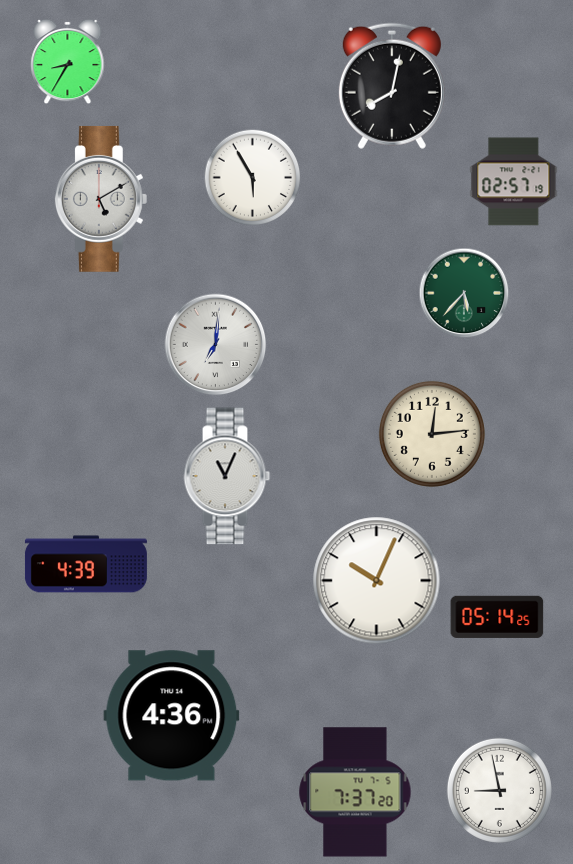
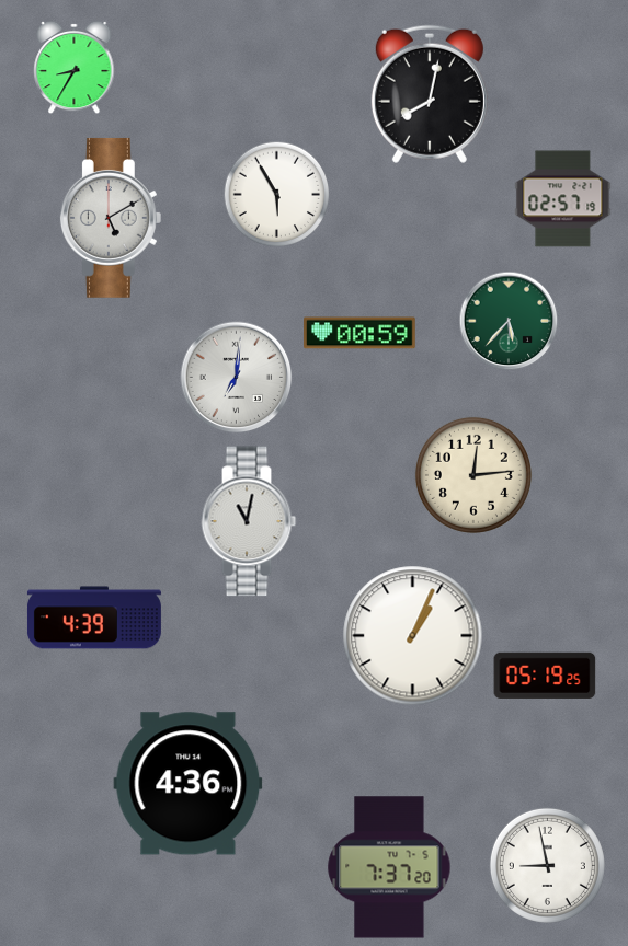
clock at (361, 333): none -> 00:59
clock at (227, 476): 11:04 -> 11:02
clock at (377, 581): 10:04 -> 1:04
clock at (497, 617): 05:14 -> 05:19
